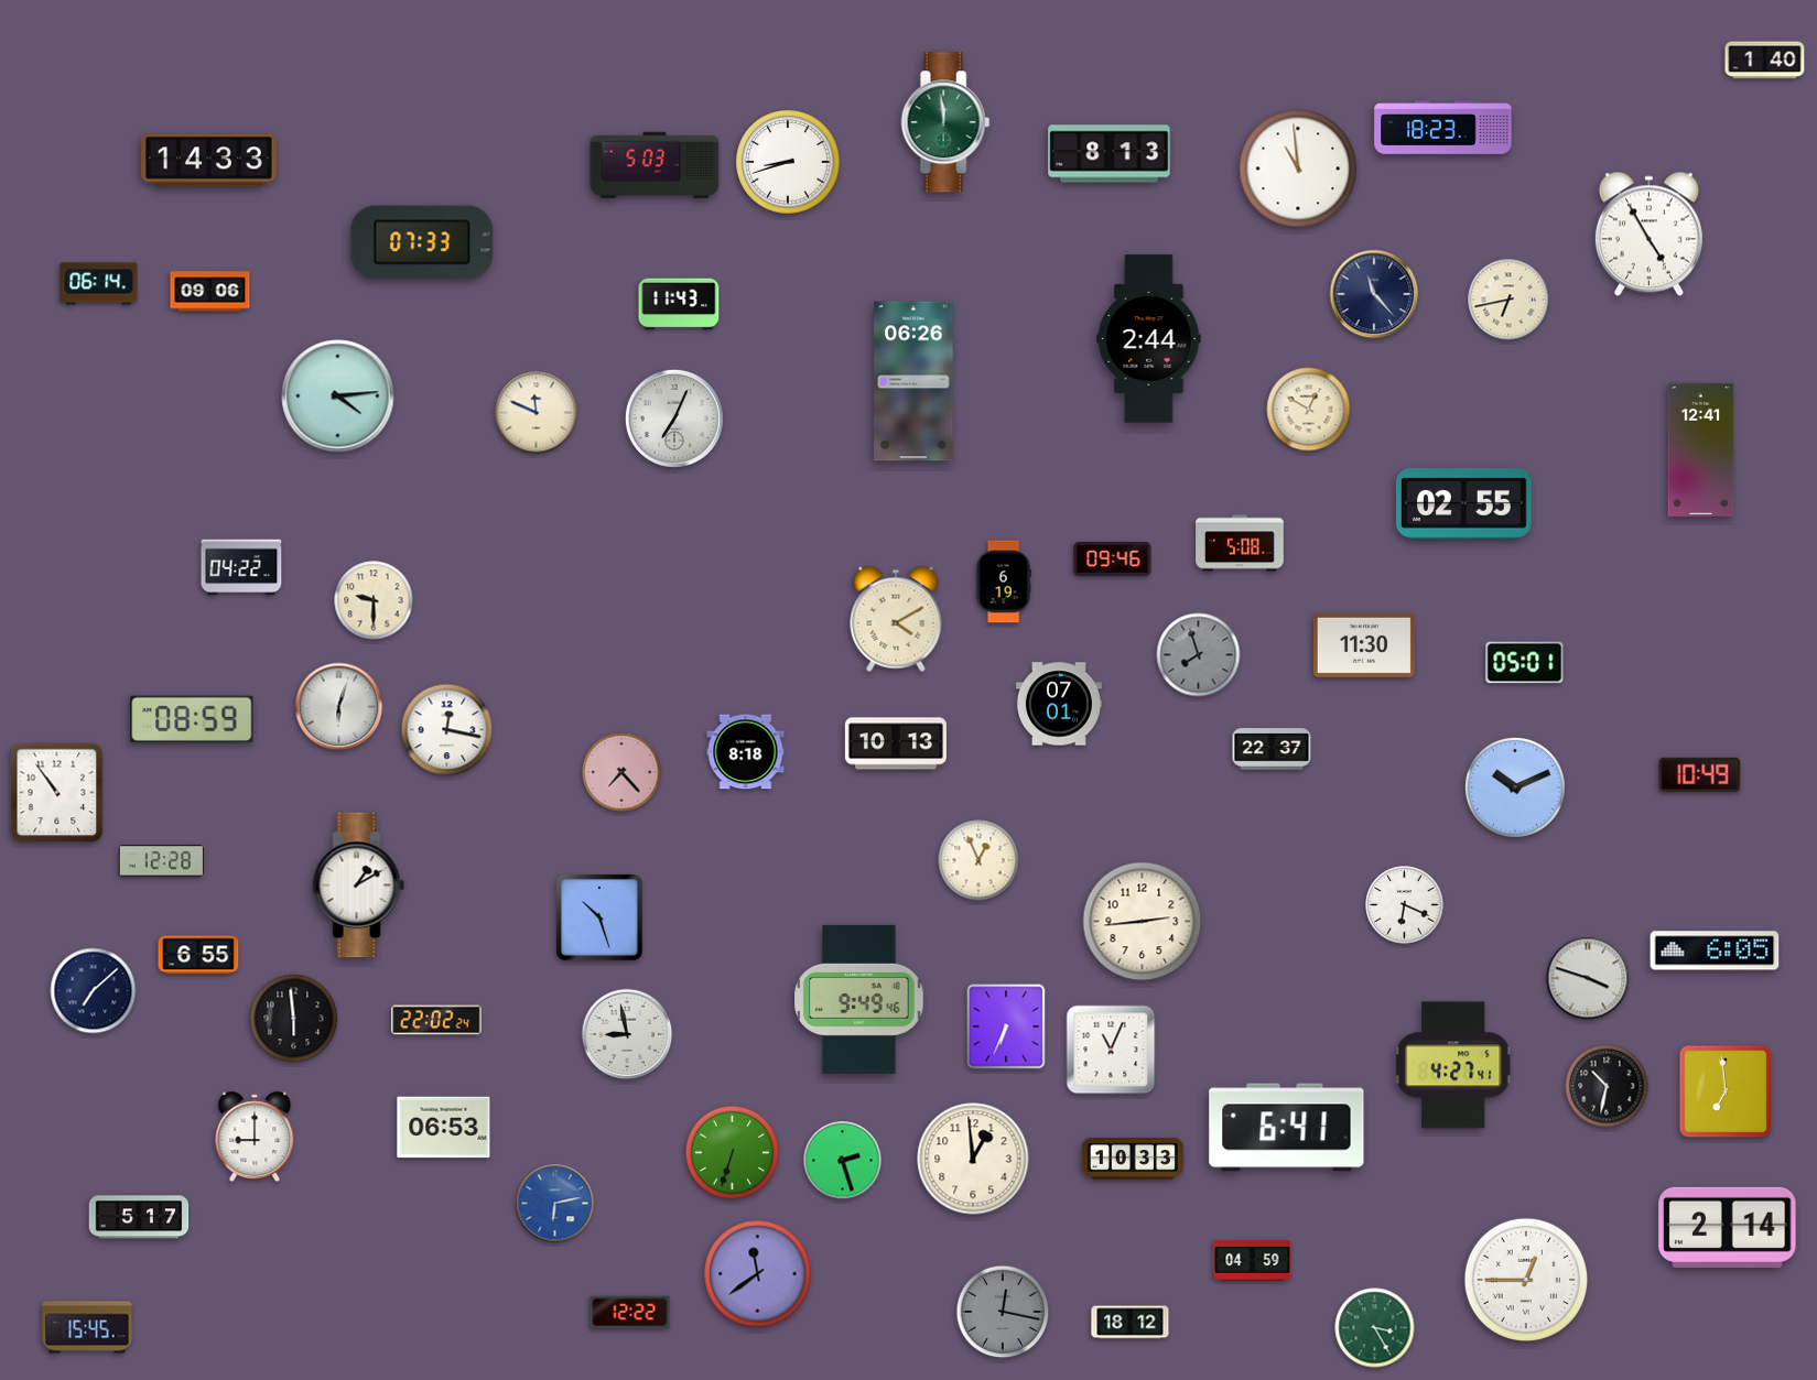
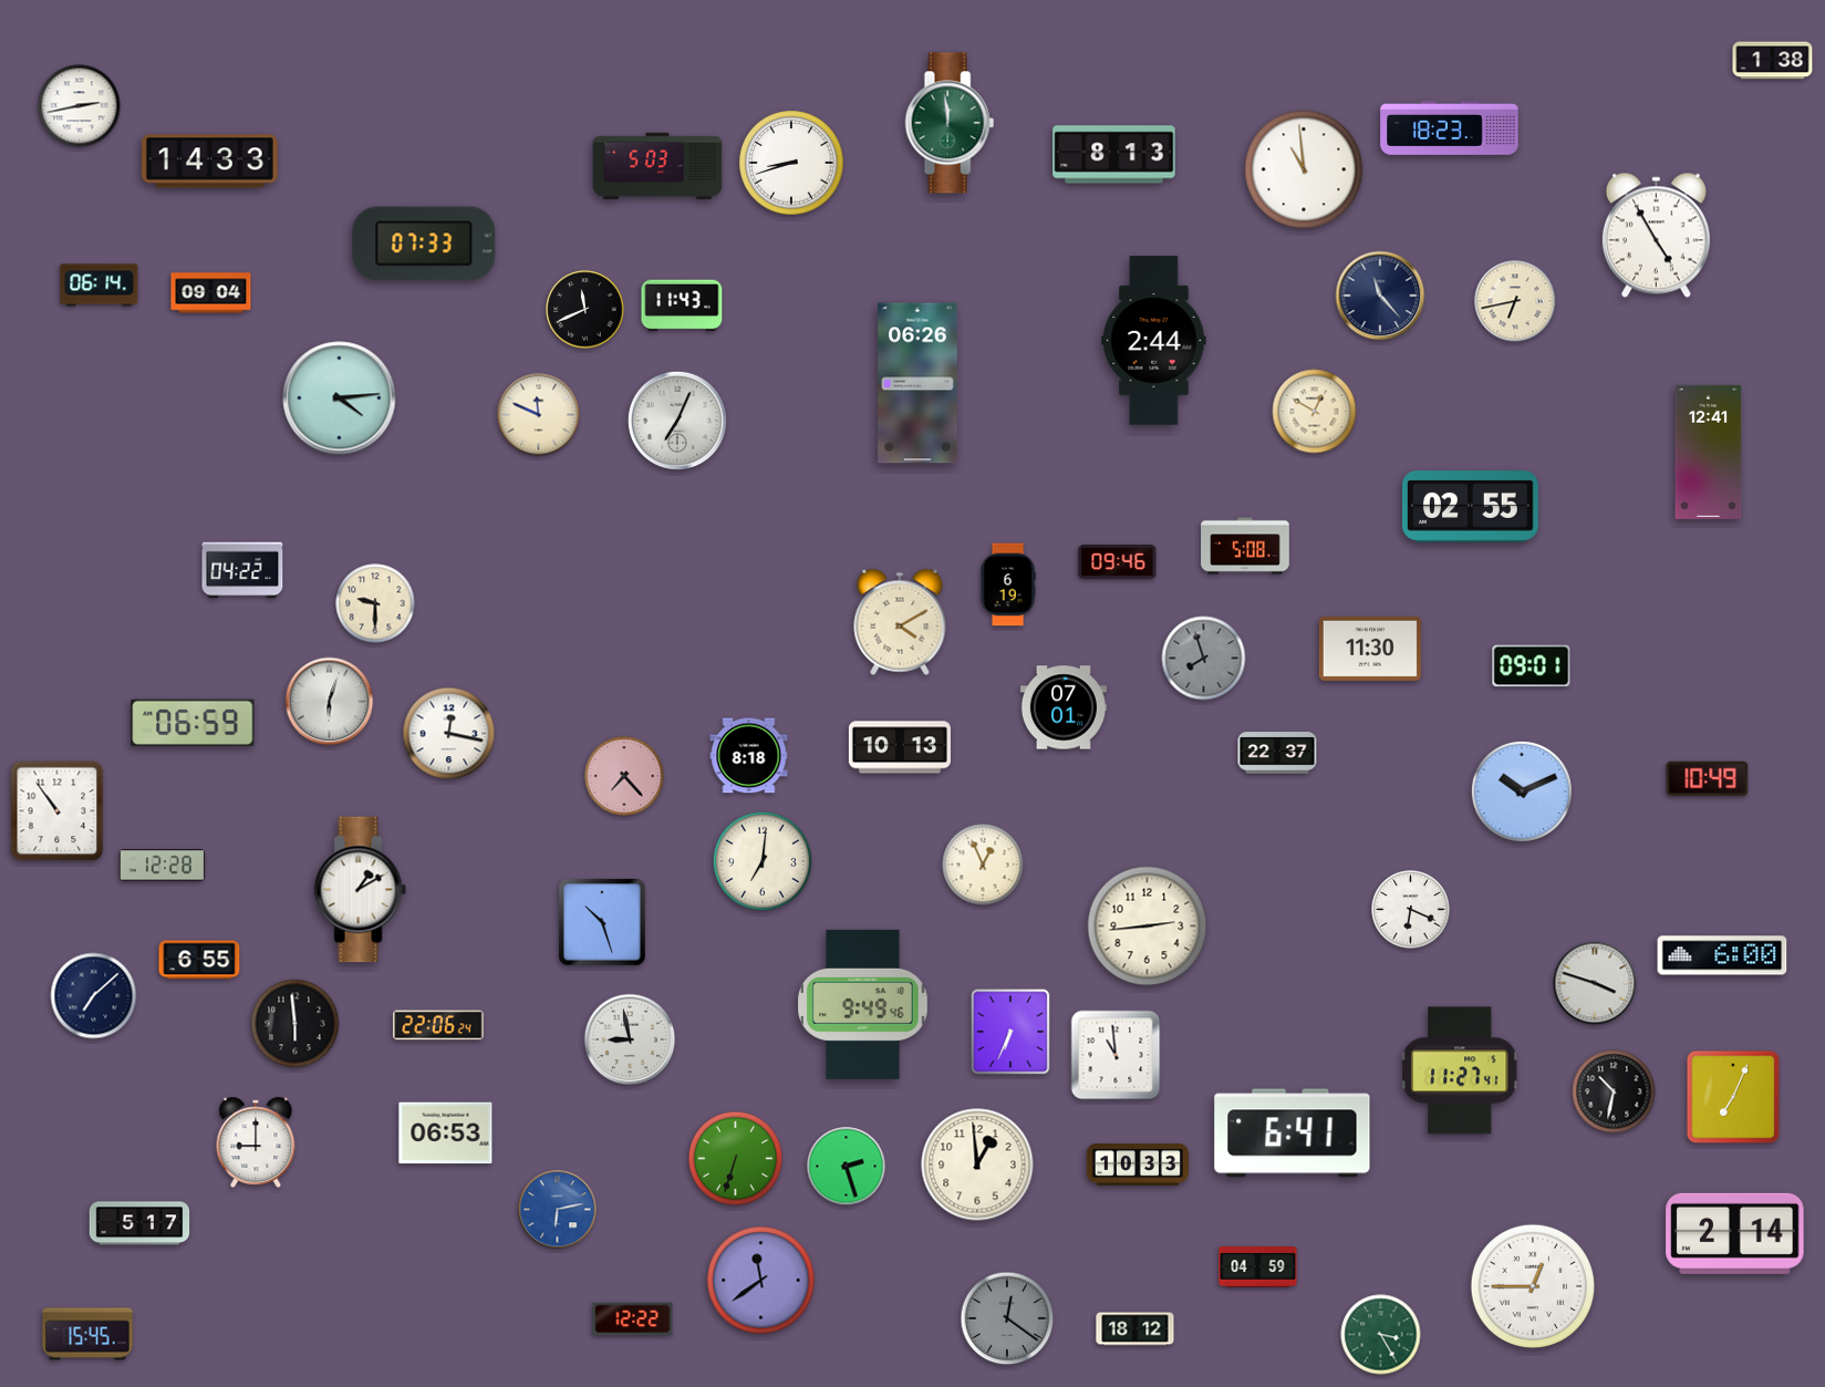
clock at (1765, 61): 1:40 -> 1:38
clock at (80, 106): none -> 2:43
clock at (210, 292): 09:06 -> 09:04
clock at (585, 310): none -> 11:41
clock at (1525, 663): 05:01 -> 09:01
clock at (339, 707) position: (339, 707) -> (330, 702)
clock at (192, 719): 08:59 -> 06:59
clock at (57, 793) position: (57, 793) -> (58, 811)
clock at (763, 861): none -> 7:01
clock at (1715, 950): 6:05 -> 6:00
clock at (436, 1020): 22:02 -> 22:06
clock at (1111, 1050): 11:04 -> 10:59
clock at (1454, 1065): 4:27 -> 11:27
clock at (1726, 1091): 6:59 -> 7:04
clock at (1003, 1312): 12:17 -> 12:21
